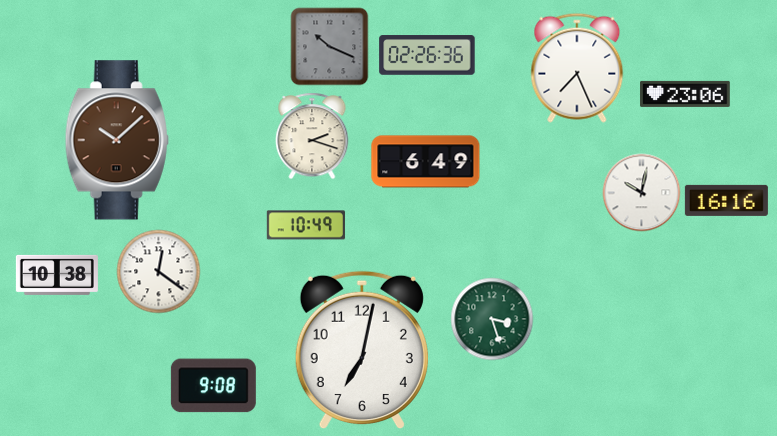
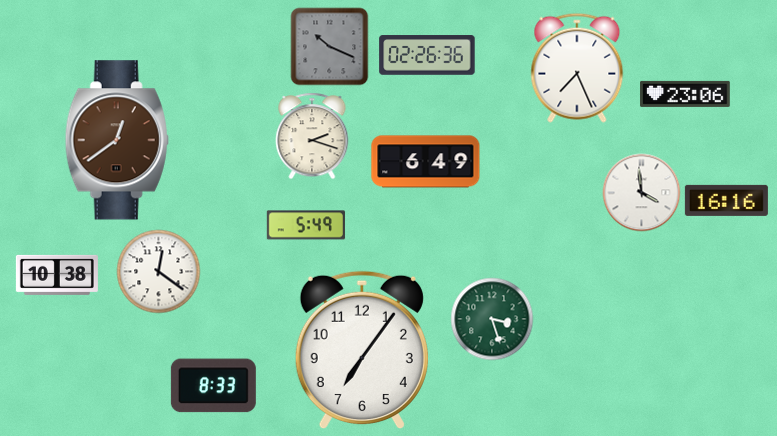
clock at (117, 140): 10:08 -> 12:39
clock at (641, 192): 10:02 -> 3:59
clock at (306, 225): 10:49 -> 5:49
clock at (362, 350): 7:02 -> 7:06
clock at (213, 386): 9:08 -> 8:33
